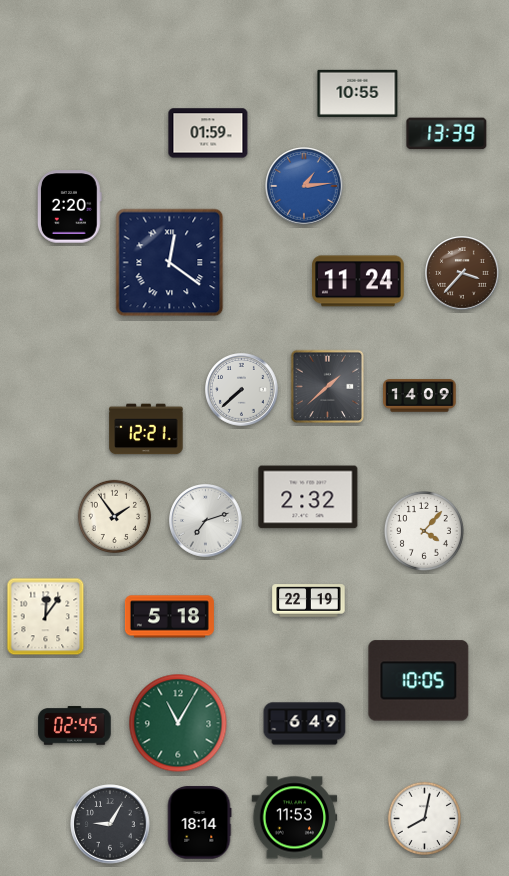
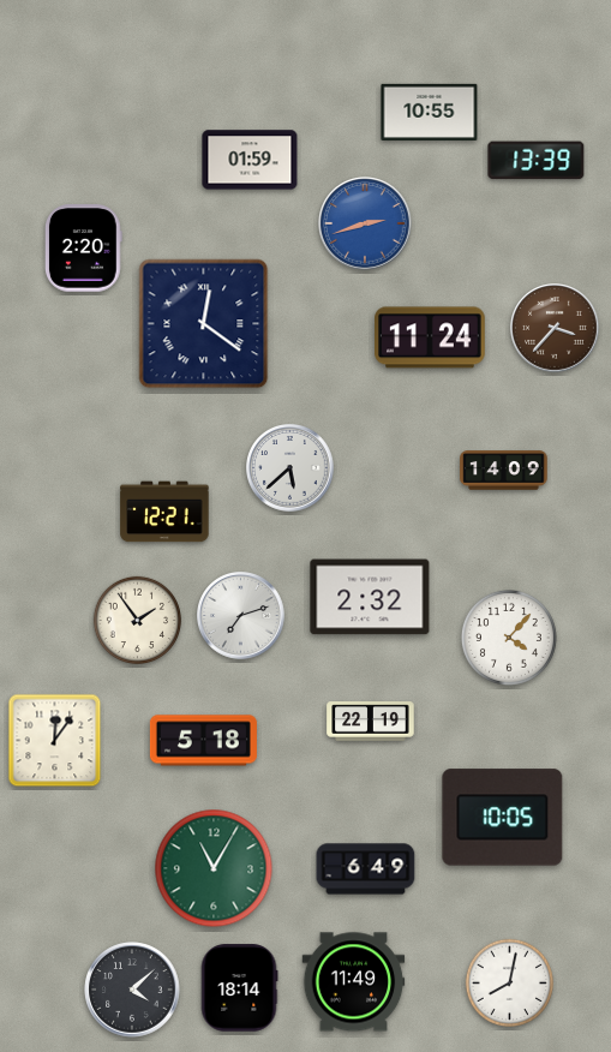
clock at (304, 186): 1:14 -> 2:42
clock at (170, 263) position: (170, 263) -> (204, 324)
clock at (328, 387): 1:38 -> none
clock at (242, 390): 7:38 -> 5:38
clock at (420, 396) position: (420, 396) -> (504, 471)
clock at (146, 429) position: (146, 429) -> (164, 512)
clock at (206, 521) position: (206, 521) -> (241, 616)
clock at (75, 726): 02:45 -> none
clock at (295, 818): 11:53 -> 11:49
clock at (110, 824): 9:05 -> 4:08
